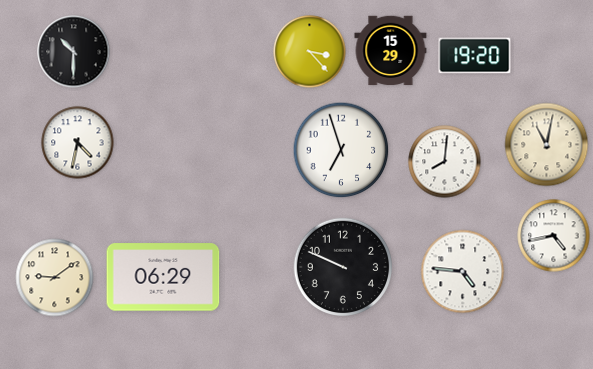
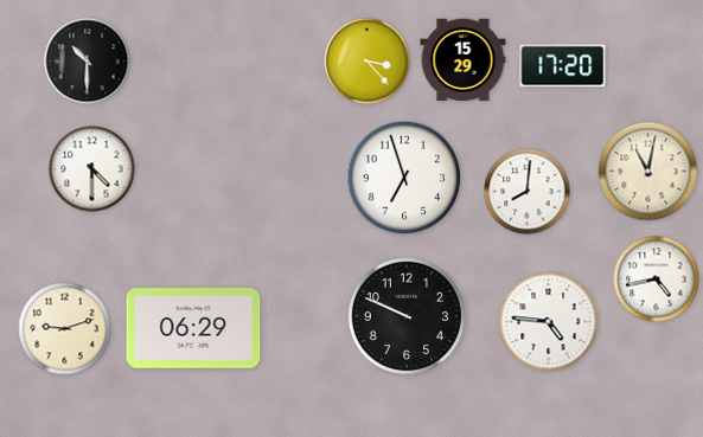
clock at (475, 56): 19:20 -> 17:20
clock at (78, 143): 4:32 -> 4:30
clock at (55, 278): 9:09 -> 9:12
